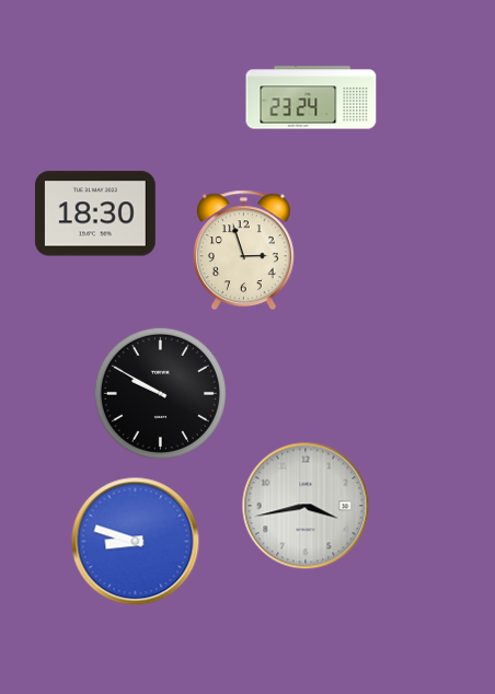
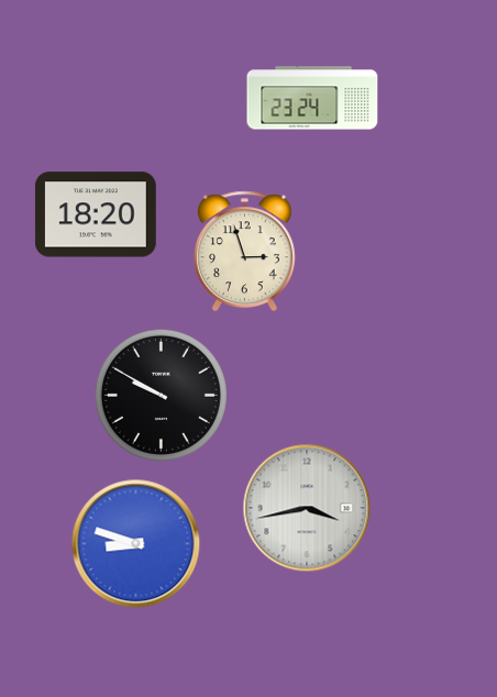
clock at (95, 213): 18:30 -> 18:20
